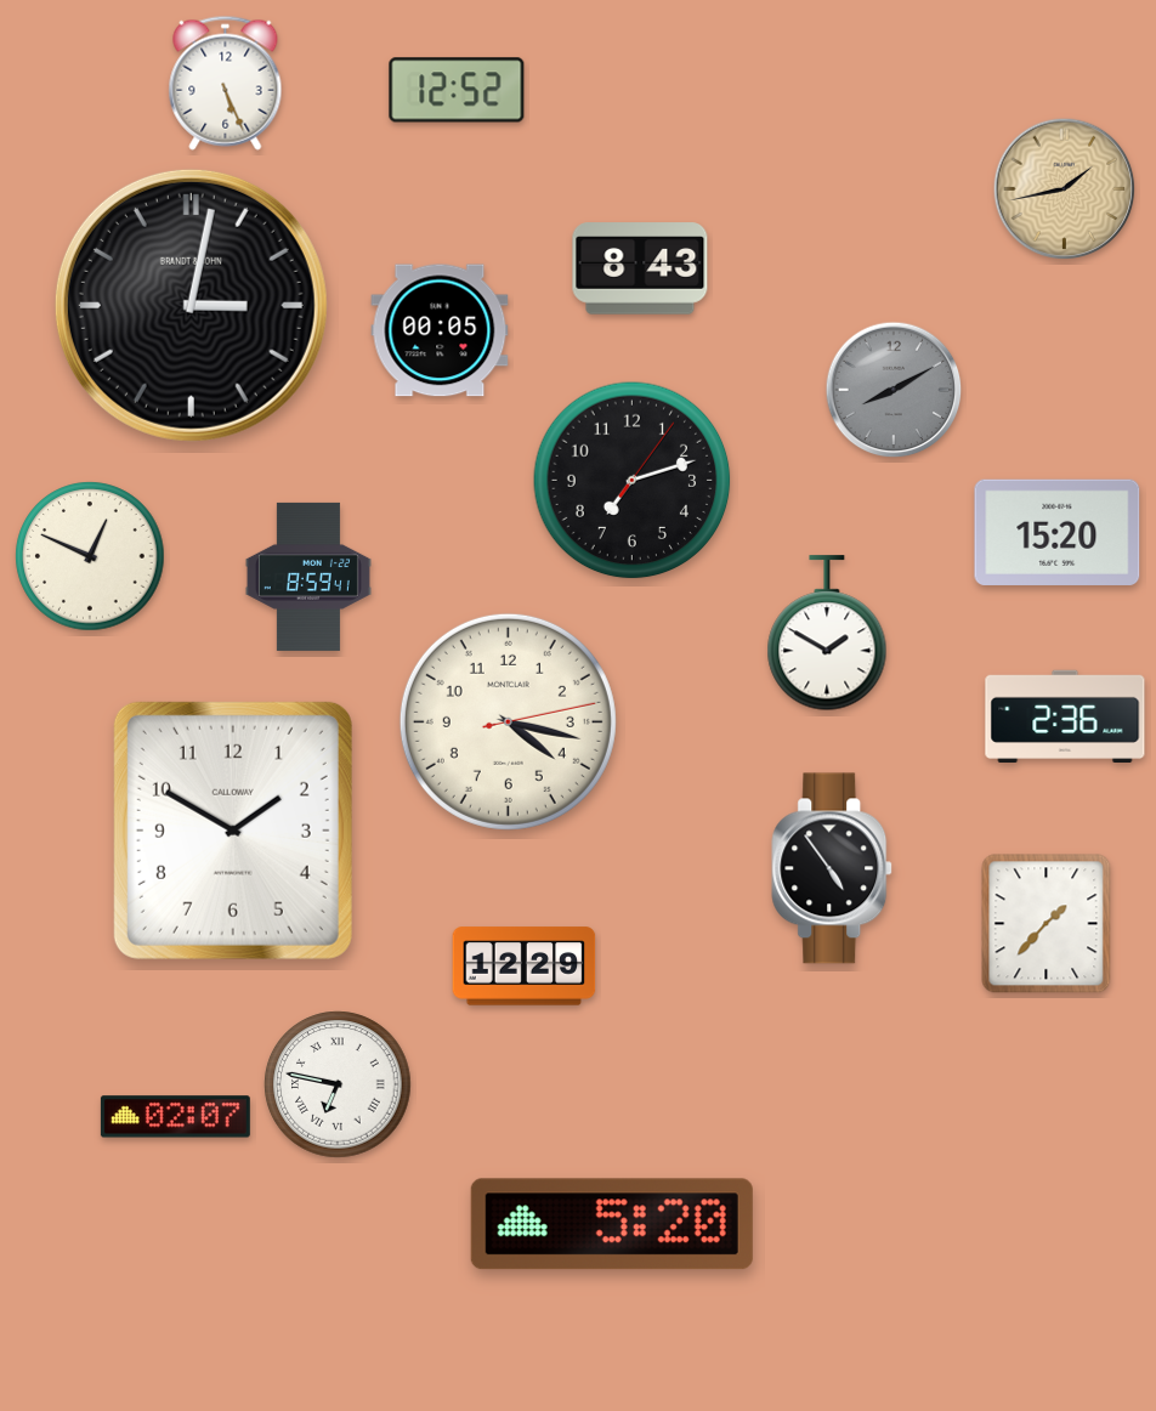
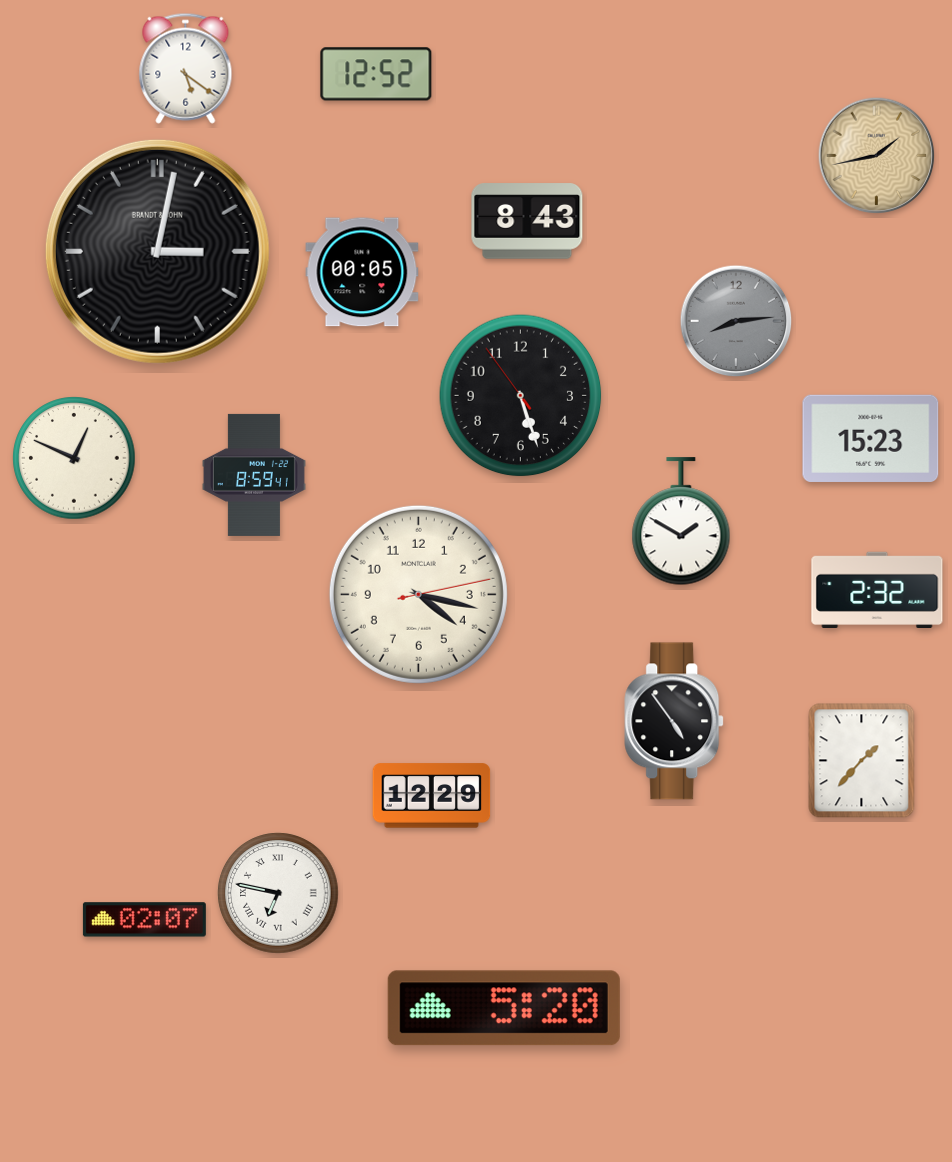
clock at (226, 83): 5:26 -> 5:21
clock at (894, 390): 8:10 -> 8:14
clock at (633, 481): 7:12 -> 5:26
clock at (1058, 532): 15:20 -> 15:23
clock at (1065, 715): 2:36 -> 2:32
clock at (233, 831): 1:50 -> none
clock at (833, 868) position: (833, 868) -> (675, 721)
